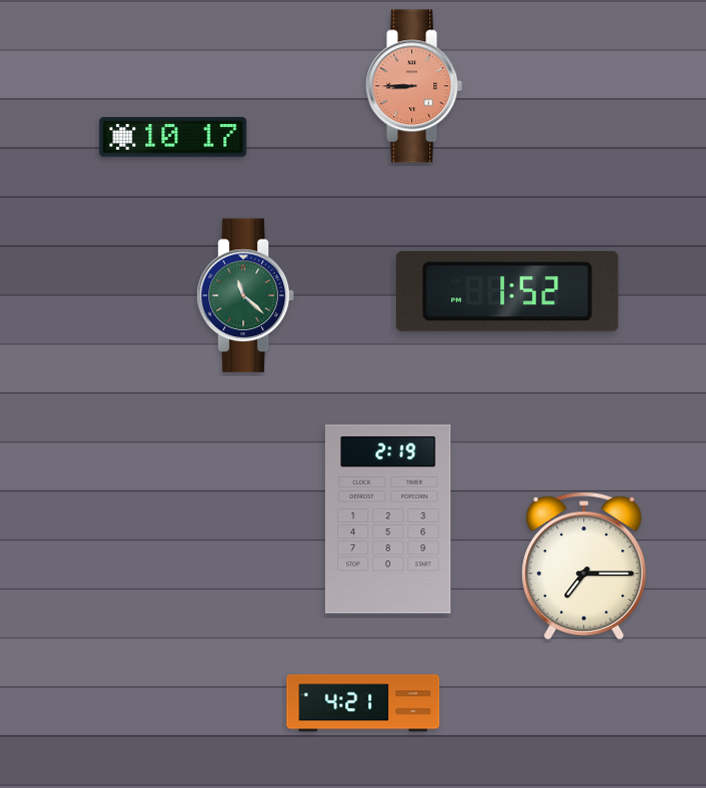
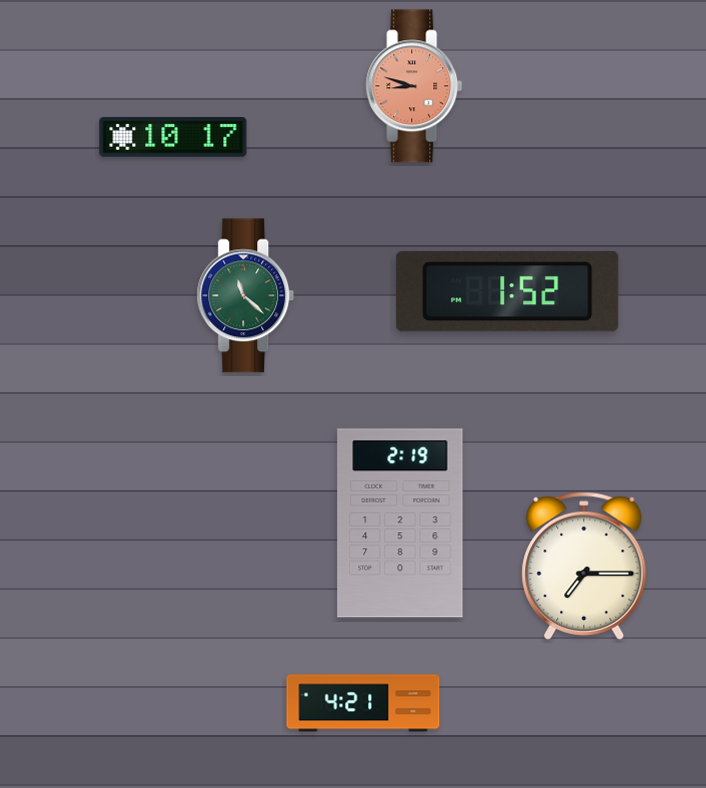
clock at (414, 86): 8:45 -> 8:48
clock at (388, 519) position: (388, 519) -> (400, 523)
